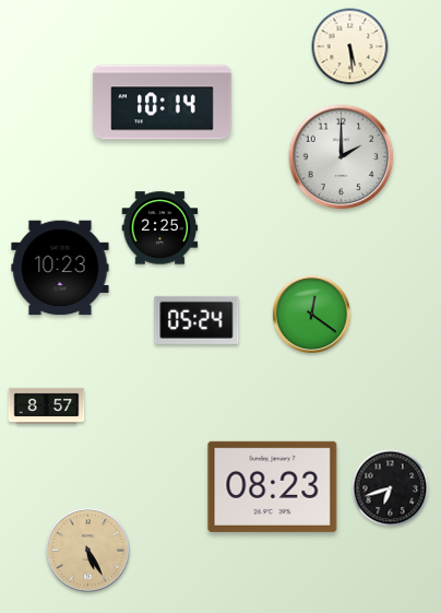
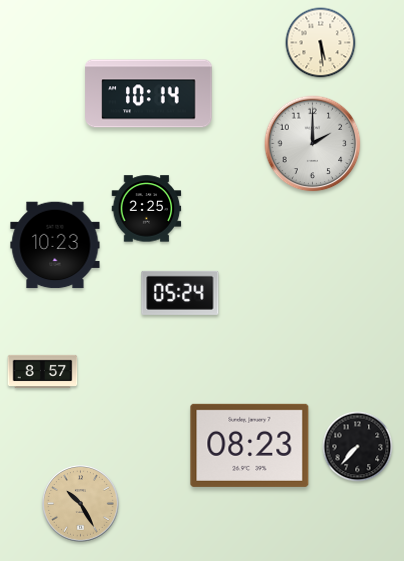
clock at (311, 314): 12:21 -> none
clock at (391, 488): 6:42 -> 7:37
clock at (88, 551): 5:25 -> 10:25
